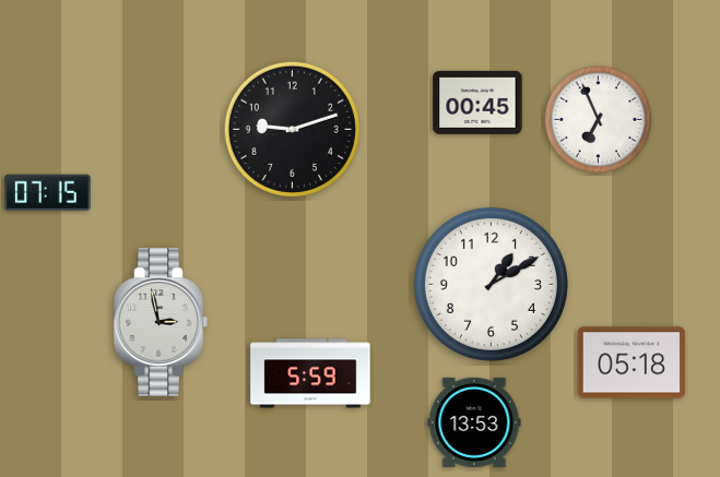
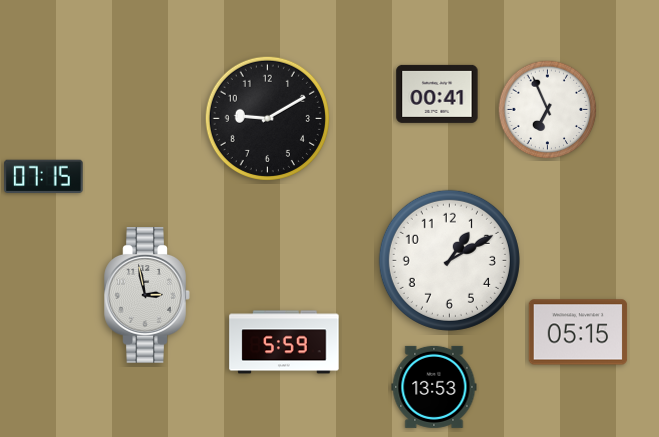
clock at (477, 103): 00:45 -> 00:41
clock at (292, 129): 9:12 -> 9:10
clock at (632, 362): 05:18 -> 05:15
